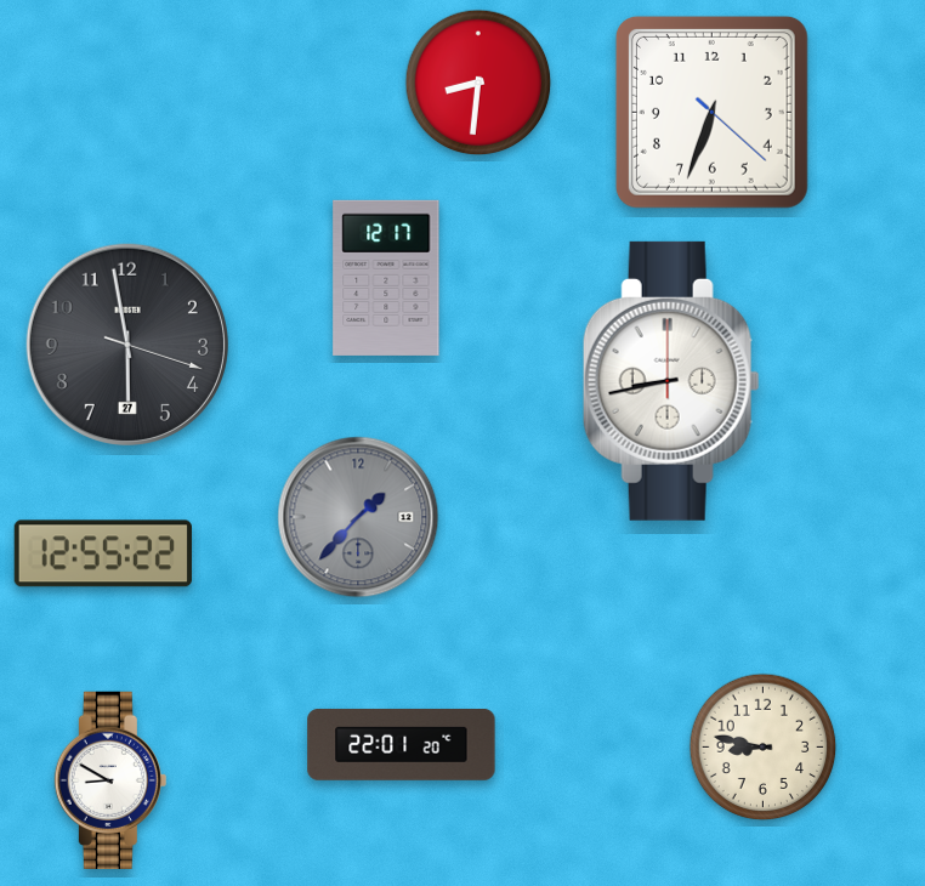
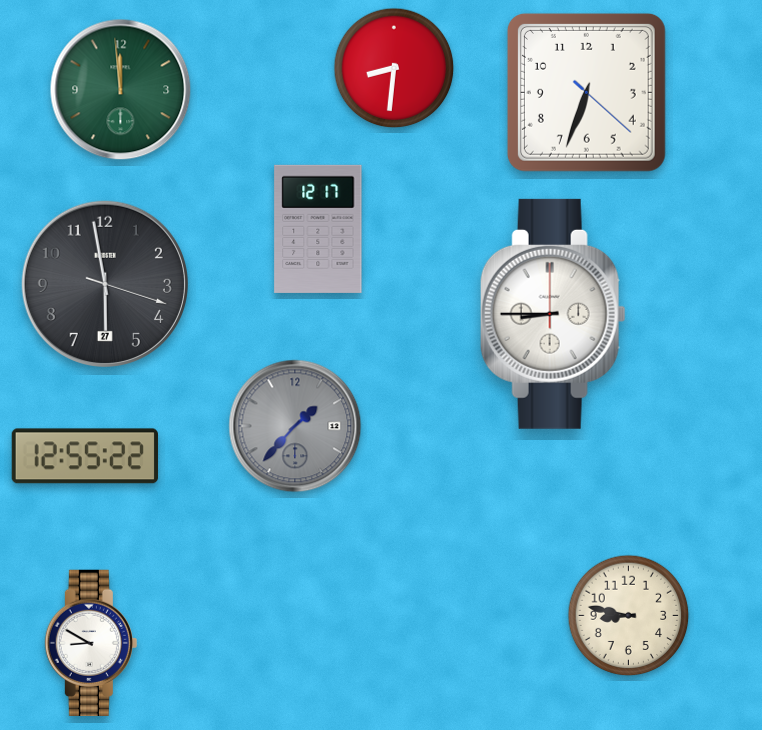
clock at (121, 90): none -> 11:59
clock at (671, 381): 8:43 -> 8:45
clock at (402, 744): 22:01 -> none
